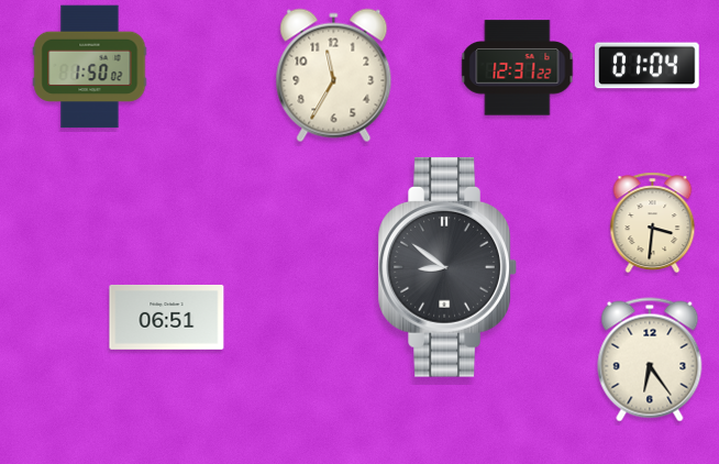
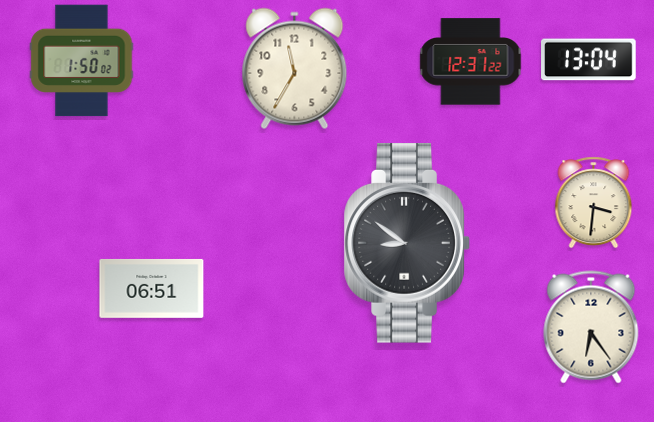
clock at (648, 66): 01:04 -> 13:04
clock at (334, 76) position: (334, 76) -> (295, 69)
